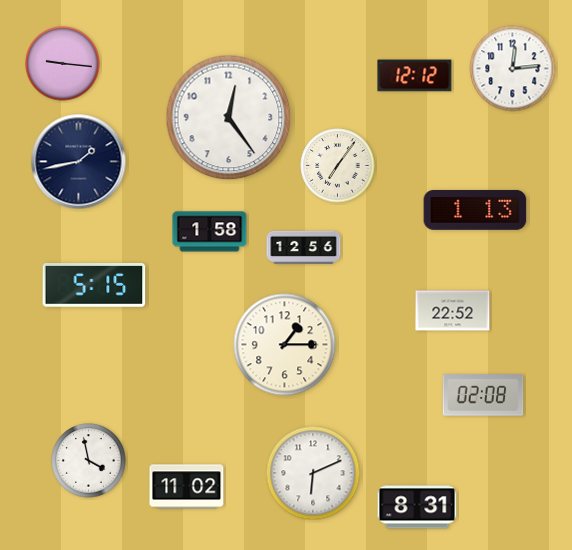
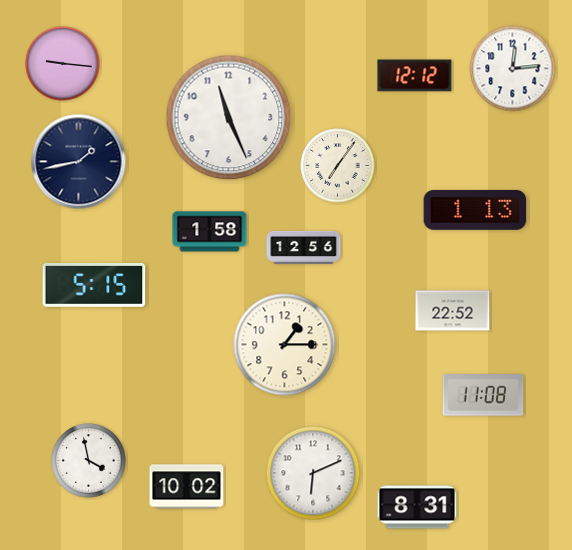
clock at (229, 118): 12:24 -> 11:26
clock at (483, 395): 02:08 -> 11:08
clock at (187, 487): 11:02 -> 10:02
